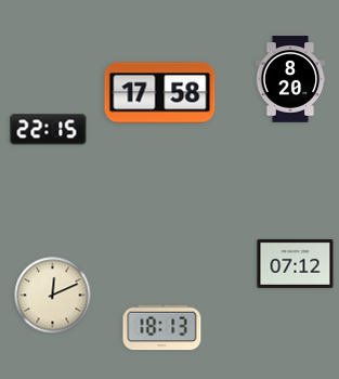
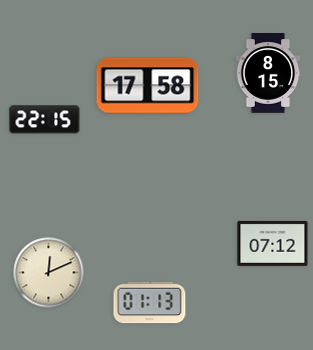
clock at (290, 79): 8:20 -> 8:15
clock at (162, 328): 18:13 -> 01:13
